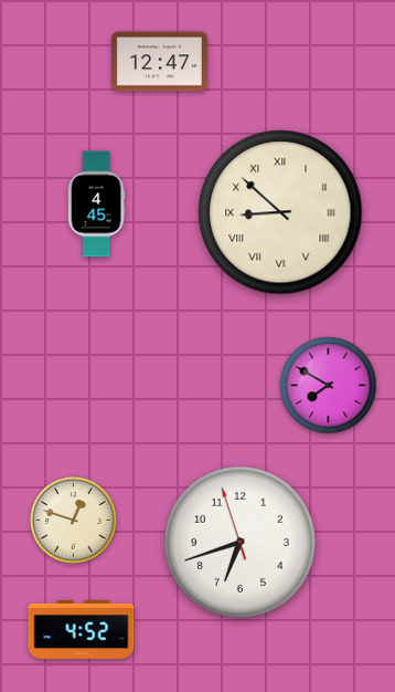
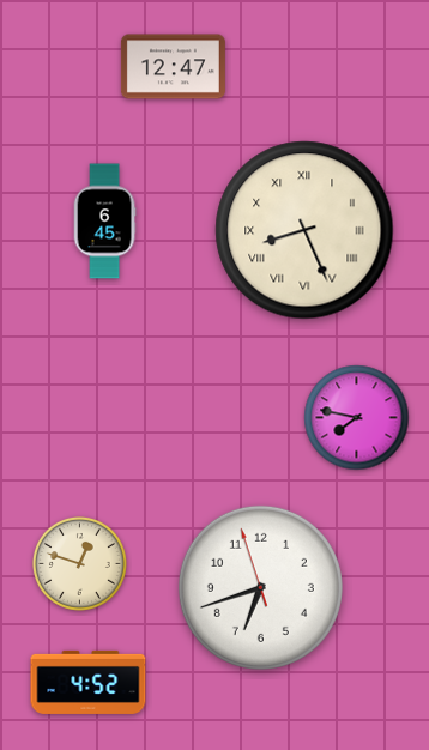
clock at (96, 205): 4:45 -> 6:45
clock at (280, 212): 8:52 -> 8:26
clock at (329, 386): 7:50 -> 7:47
